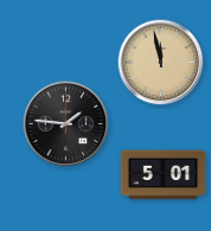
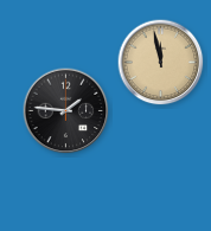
clock at (66, 124) position: (66, 124) -> (66, 111)
clock at (164, 175): 5:01 -> none
